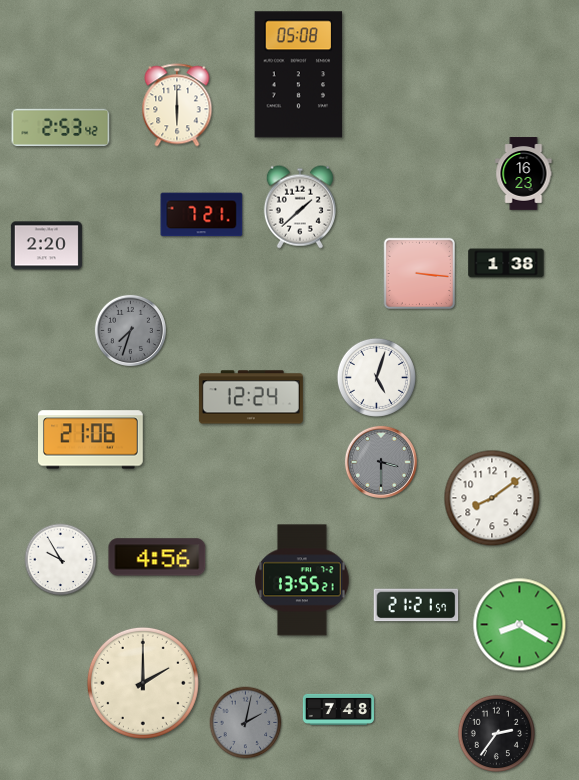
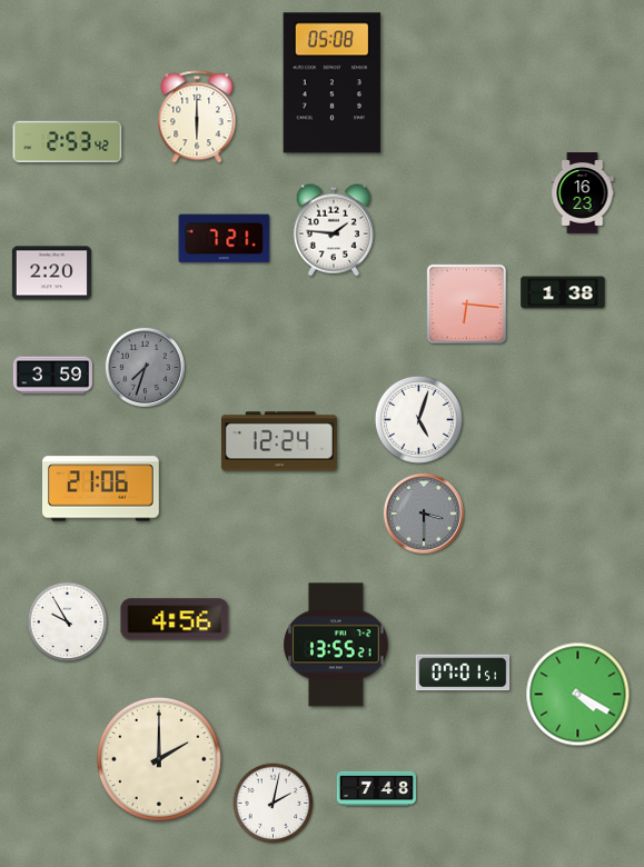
clock at (300, 207): 1:38 -> 1:46
clock at (419, 273): 3:16 -> 6:16
clock at (52, 376): none -> 3:59
clock at (492, 498): 8:09 -> none
clock at (416, 605): 21:21 -> 07:01
clock at (520, 625): 8:20 -> 4:20
clock at (246, 723) dial: grey -> white
clock at (496, 733): 2:36 -> none
